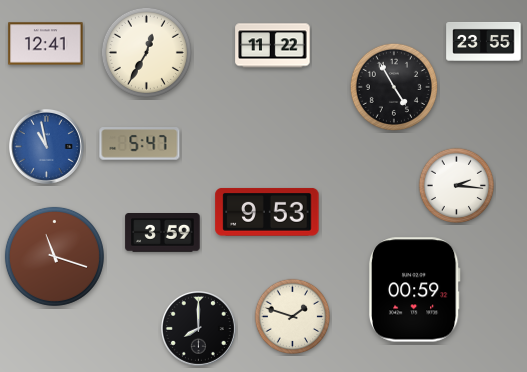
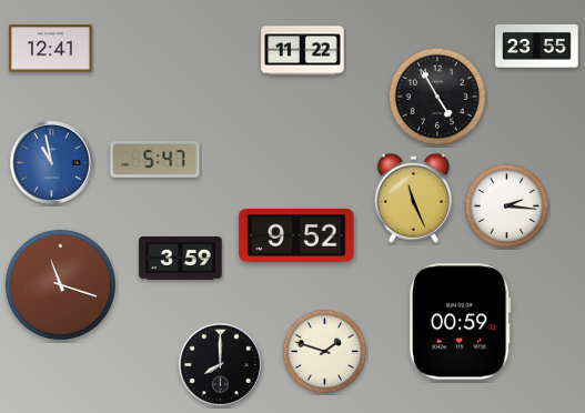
clock at (146, 52): 12:35 -> none
clock at (413, 198): none -> 11:26
clock at (267, 212): 9:53 -> 9:52
